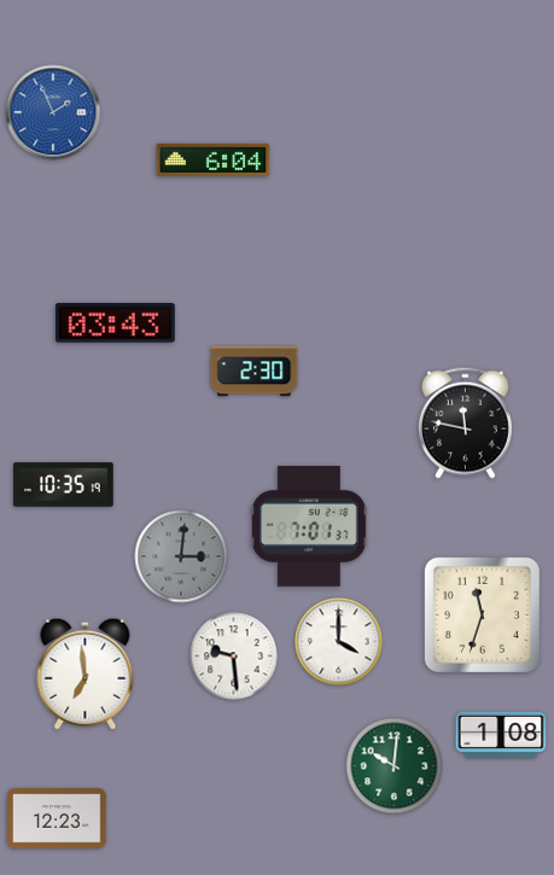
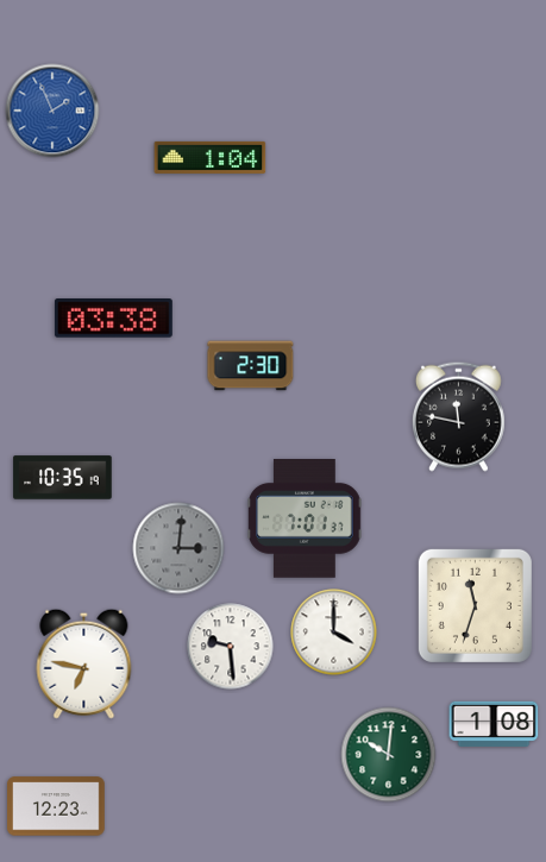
clock at (214, 159): 6:04 -> 1:04
clock at (115, 323): 03:43 -> 03:38
clock at (86, 673): 6:59 -> 6:47
